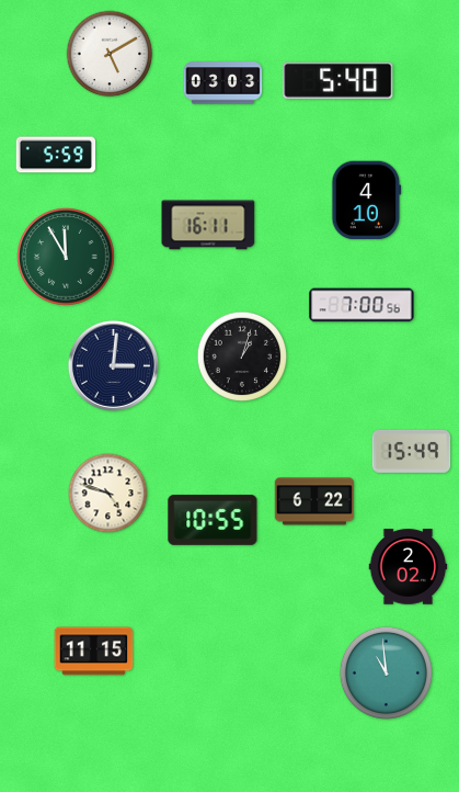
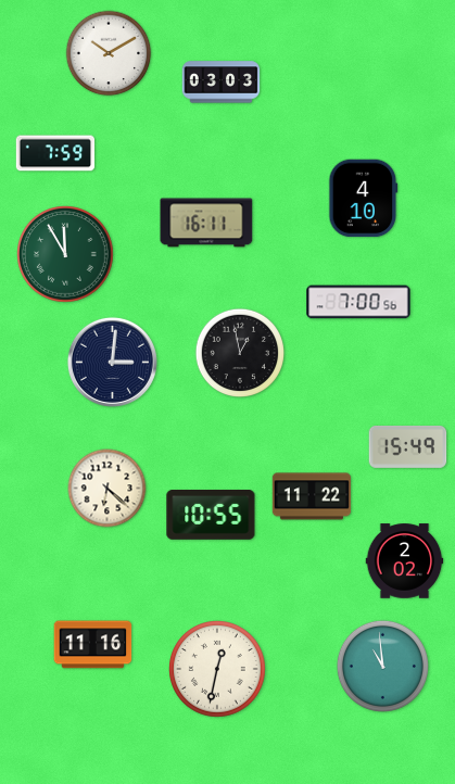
clock at (110, 54): 5:10 -> 10:10
clock at (338, 80): 5:40 -> none
clock at (56, 155): 5:59 -> 7:59
clock at (242, 357): 1:03 -> 12:58
clock at (108, 494): 4:48 -> 6:22
clock at (314, 501): 6:22 -> 11:22
clock at (94, 652): 11:15 -> 11:16
clock at (218, 670): none -> 12:32
